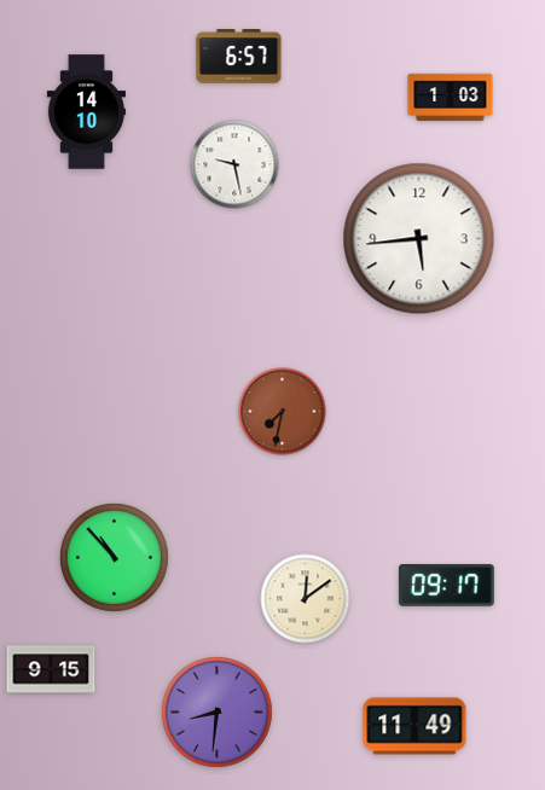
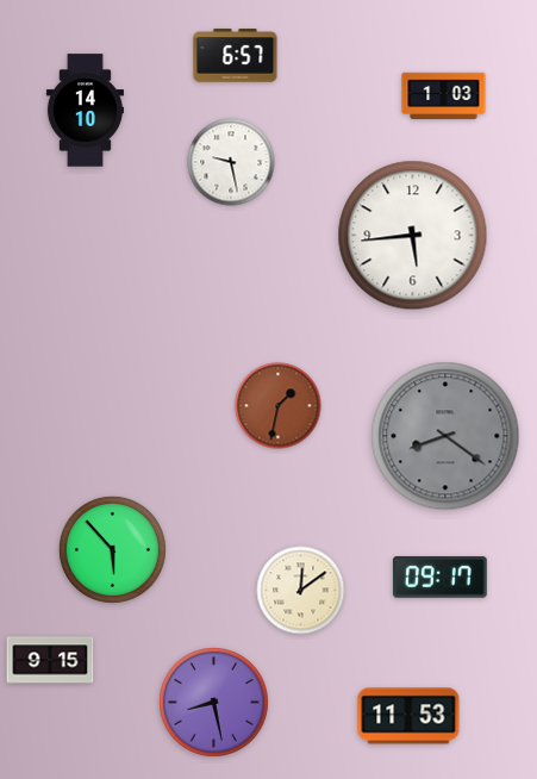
clock at (283, 412): 7:32 -> 1:32
clock at (445, 436): none -> 8:21
clock at (114, 557): 10:53 -> 5:53
clock at (218, 713): 8:31 -> 8:28
clock at (414, 726): 11:49 -> 11:53
